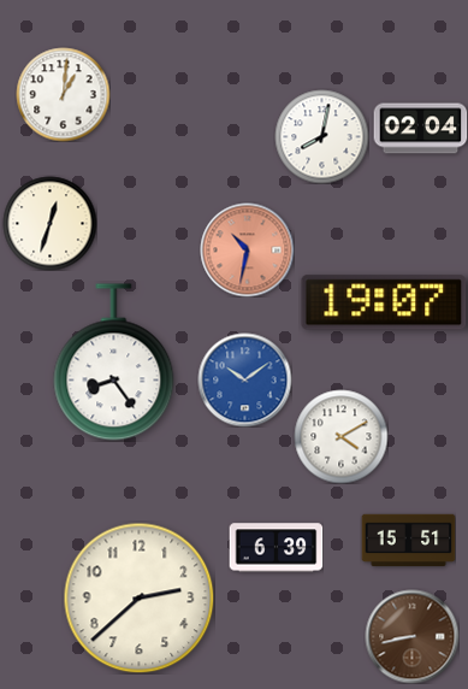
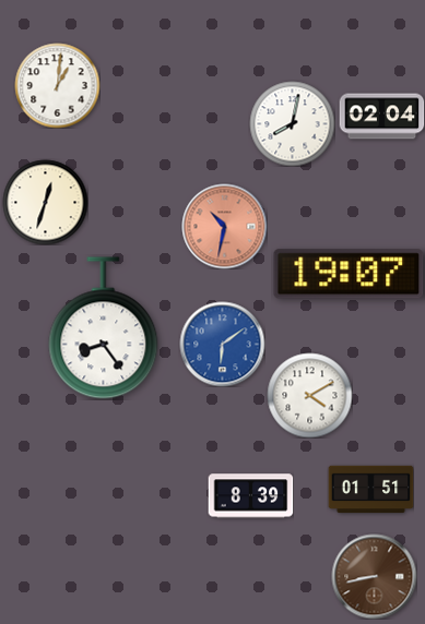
clock at (244, 379): 10:09 -> 6:09
clock at (408, 541): 15:51 -> 01:51
clock at (276, 548): 6:39 -> 8:39
clock at (138, 597): 2:38 -> none
